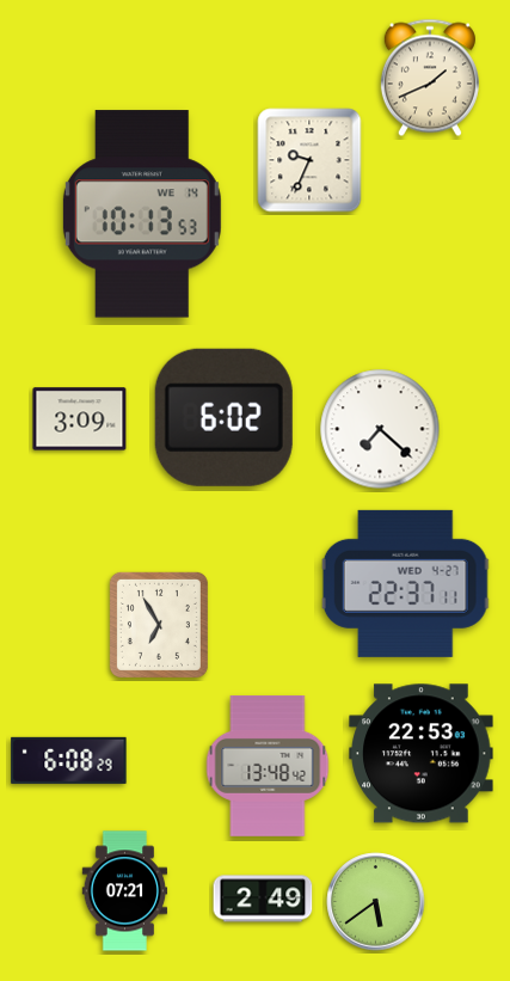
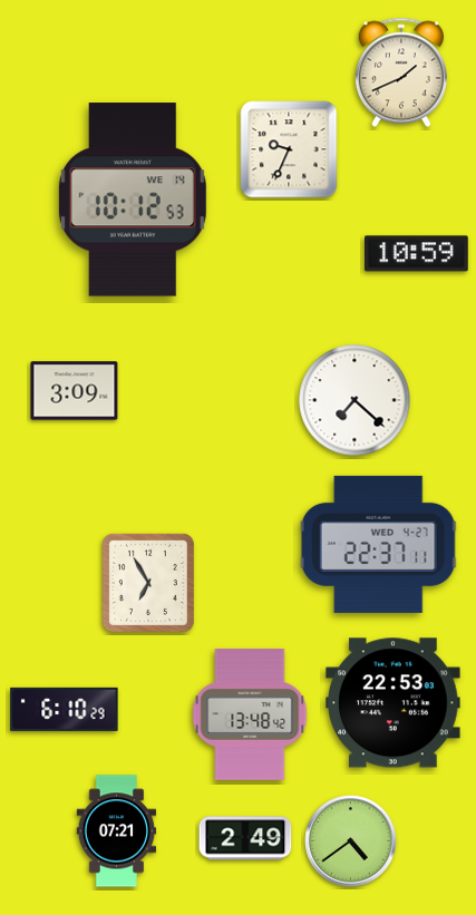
clock at (142, 214): 10:13 -> 10:12
clock at (417, 254): none -> 10:59
clock at (223, 417): 6:02 -> none
clock at (69, 760): 6:08 -> 6:10
clock at (376, 902): 5:39 -> 4:39
